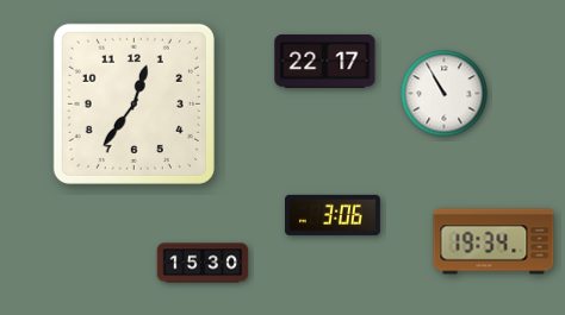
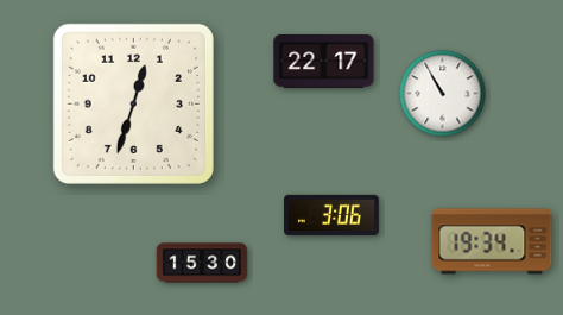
clock at (134, 103): 12:36 -> 12:33
